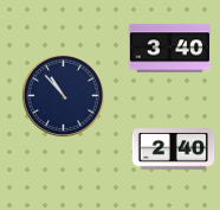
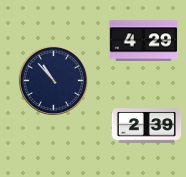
clock at (170, 49): 3:40 -> 4:29
clock at (174, 149): 2:40 -> 2:39
